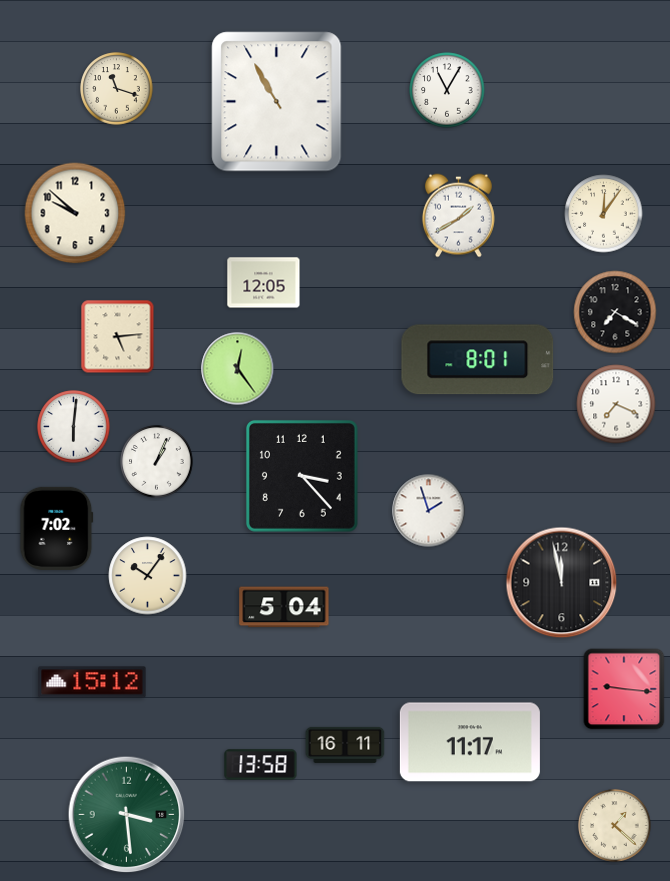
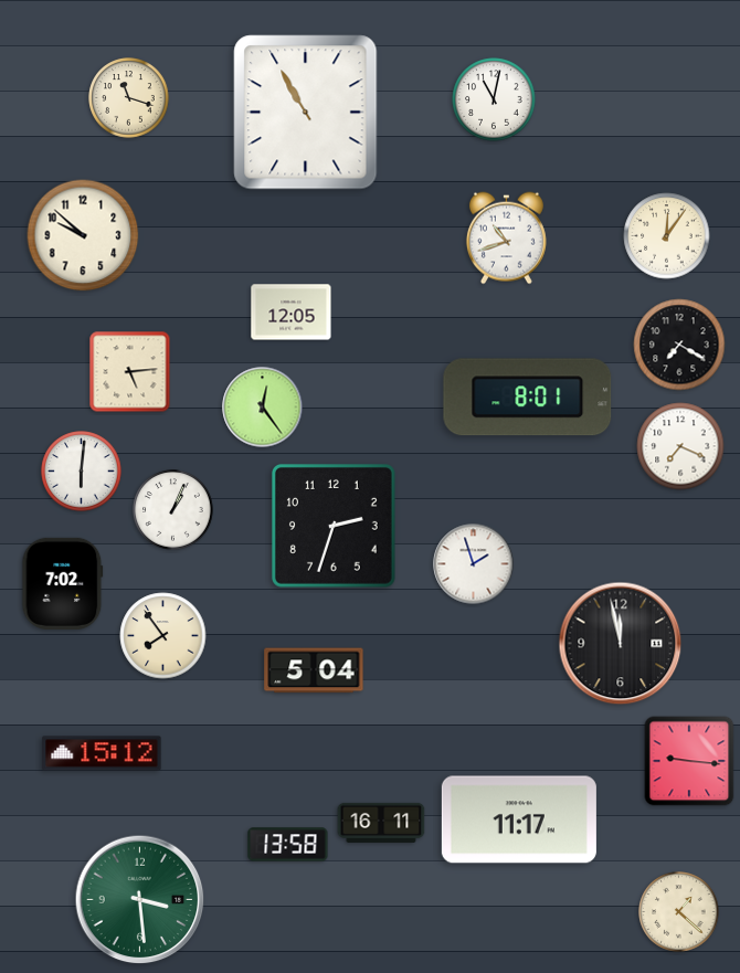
clock at (447, 90): 11:05 -> 11:02
clock at (458, 216): 1:40 -> 10:42
clock at (302, 476): 3:23 -> 2:33
clock at (148, 576): 10:06 -> 7:54
